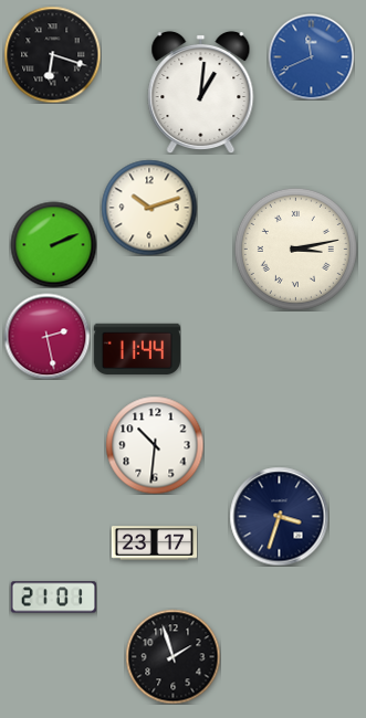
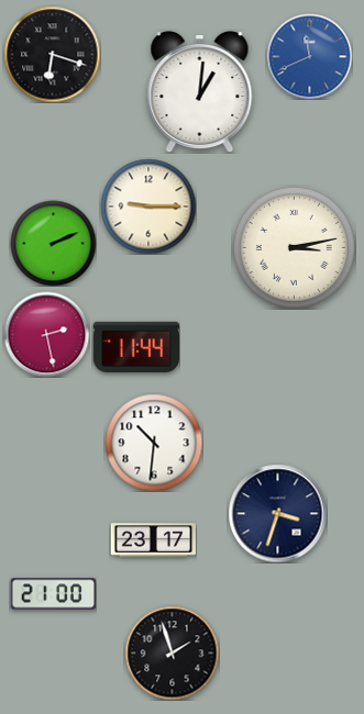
clock at (149, 208): 10:12 -> 9:15
clock at (53, 598): 21:01 -> 21:00
